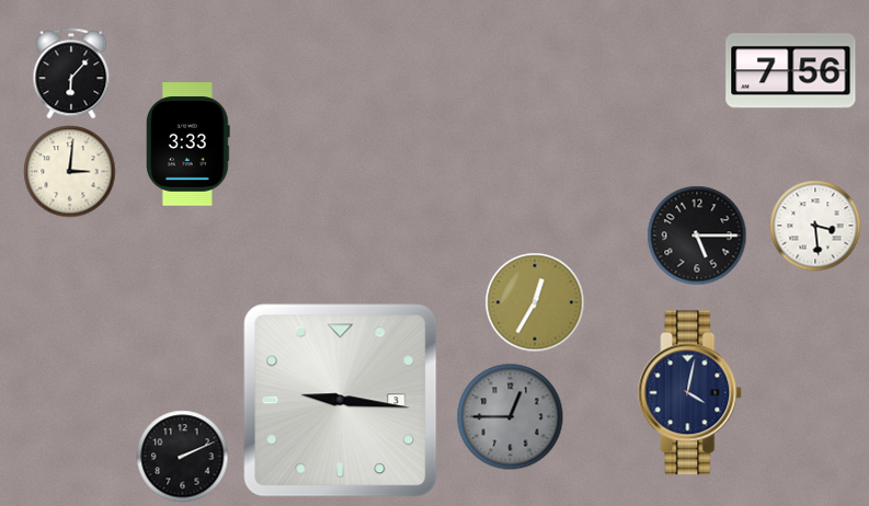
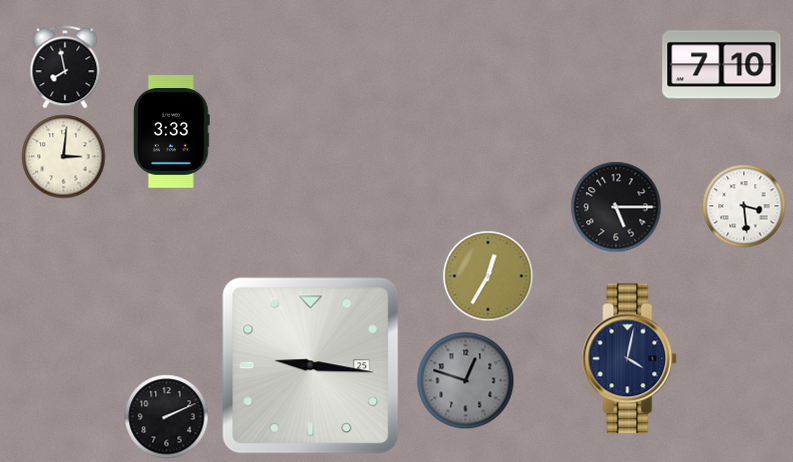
clock at (791, 71): 7:56 -> 7:10
clock at (71, 73): 6:07 -> 7:58
clock at (697, 235) position: (697, 235) -> (616, 207)
clock at (341, 401) date: 3 -> 25
clock at (511, 417): 12:45 -> 12:48
